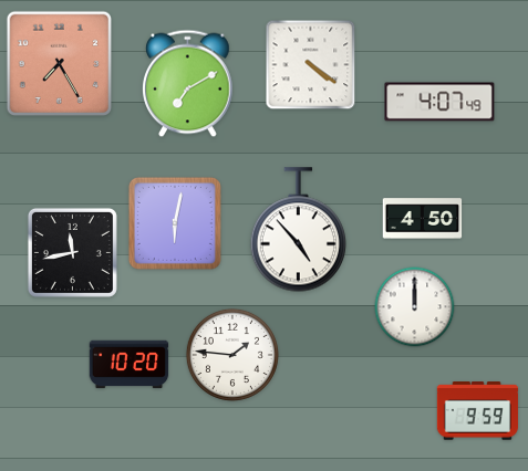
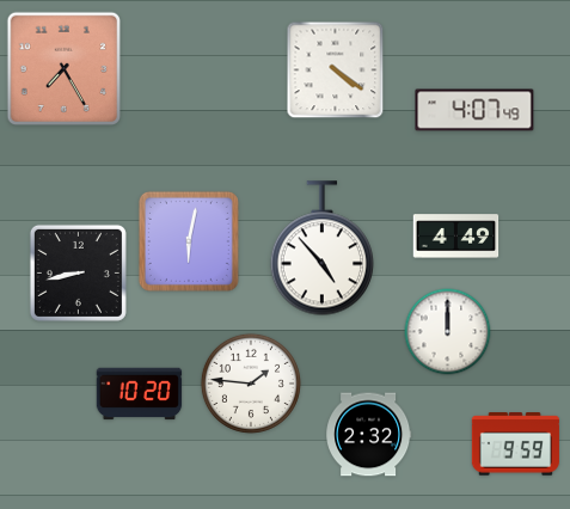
clock at (188, 84): 7:10 -> none
clock at (423, 219): 4:50 -> 4:49
clock at (72, 252): 11:43 -> 8:43
clock at (369, 435): none -> 2:32
